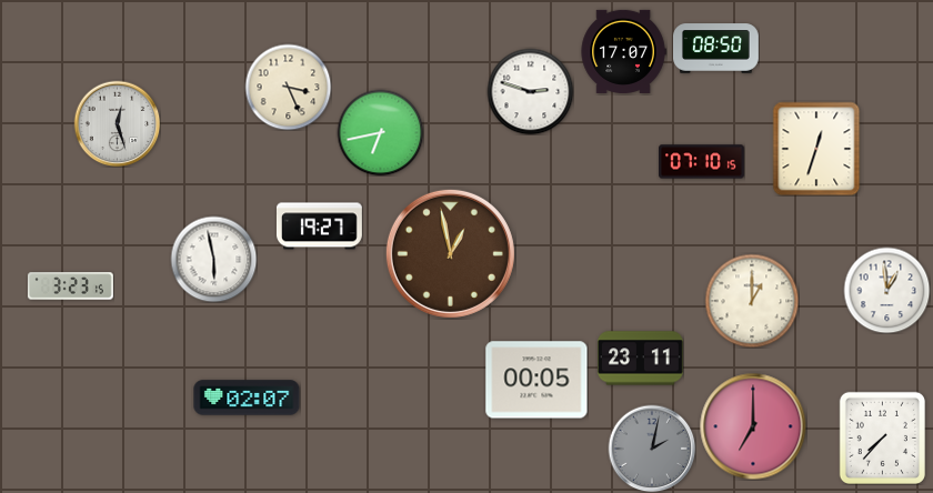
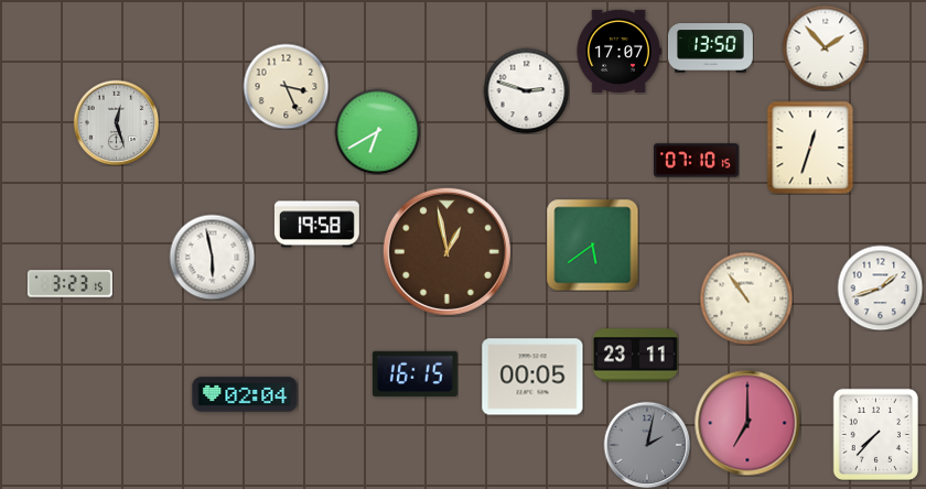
clock at (825, 47): none -> 1:53
clock at (716, 49): 08:50 -> 13:50
clock at (380, 132): 6:43 -> 6:40
clock at (319, 227): 19:27 -> 19:58
clock at (592, 244): none -> 5:39
clock at (886, 290): 12:59 -> 1:42
clock at (752, 301): 1:00 -> 10:54
clock at (414, 373): none -> 16:15
clock at (247, 398): 02:07 -> 02:04
